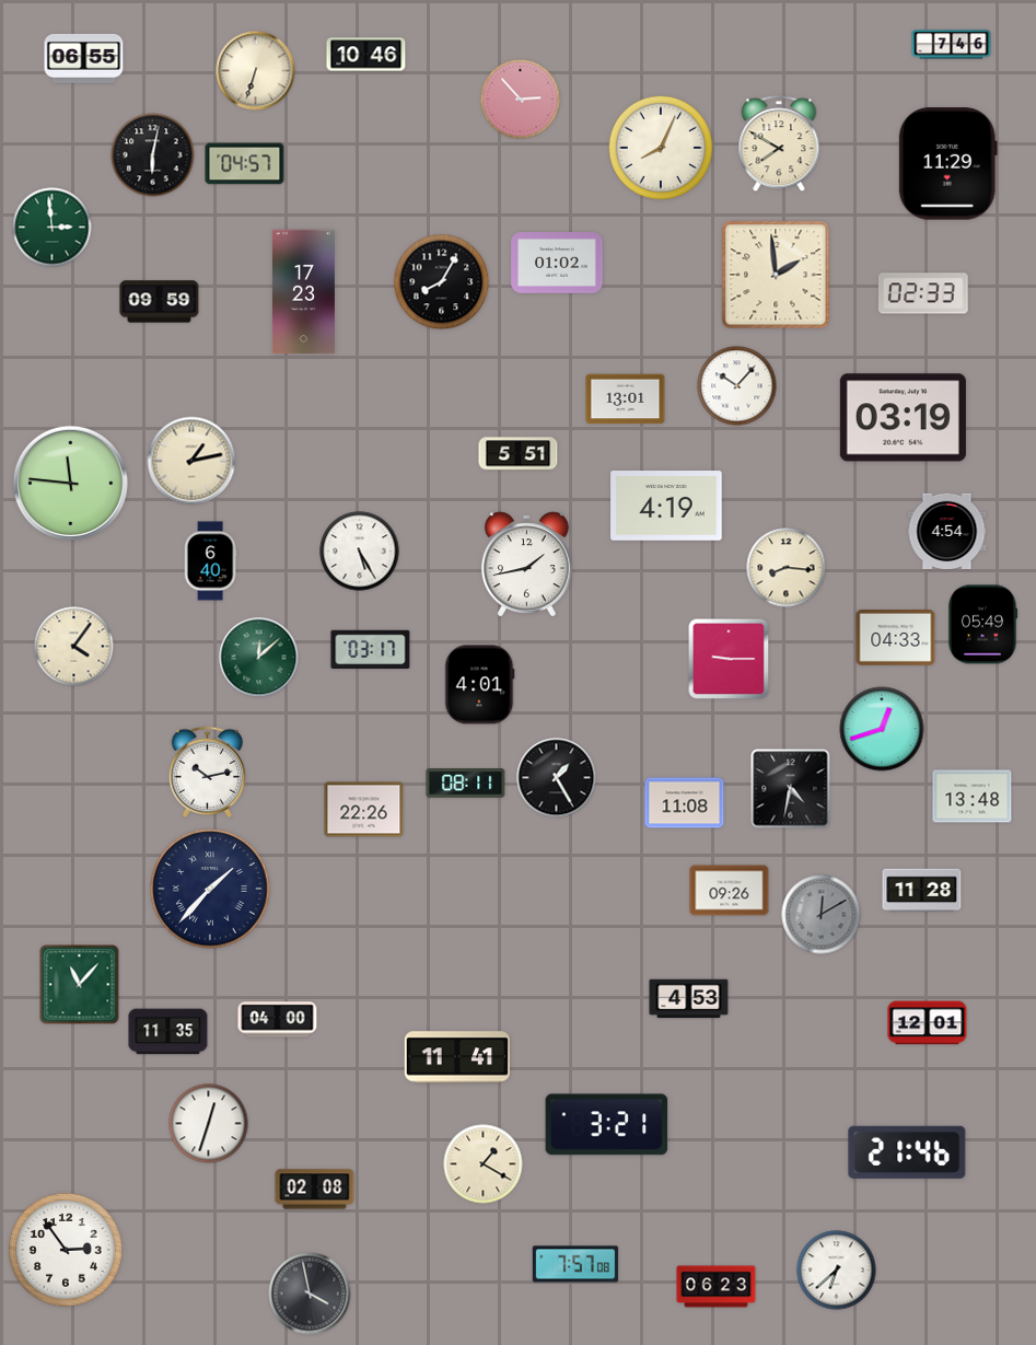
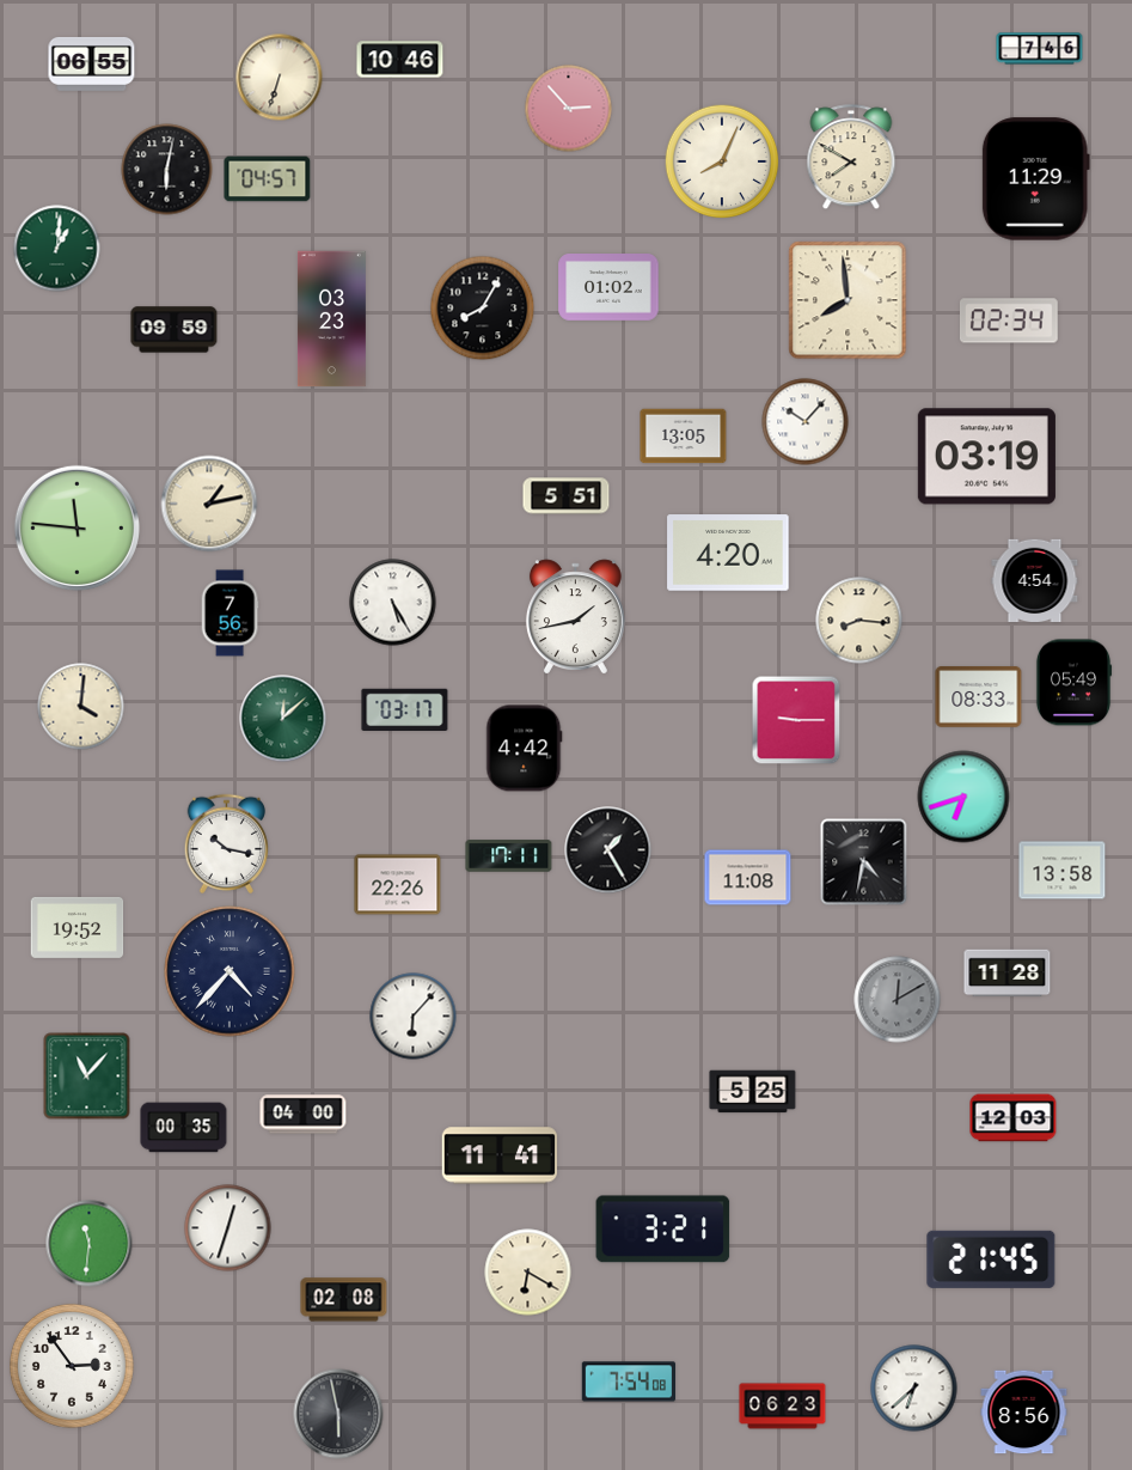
clock at (53, 228): 2:59 -> 1:01
clock at (776, 275): 1:59 -> 7:59
clock at (303, 292): 17:23 -> 03:23
clock at (923, 293): 02:33 -> 02:34
clock at (626, 399): 13:01 -> 13:05
clock at (666, 506): 4:19 -> 4:20
clock at (210, 561): 6:40 -> 7:56
clock at (896, 638): 04:33 -> 08:33
clock at (74, 647): 4:06 -> 4:01
clock at (480, 685): 4:01 -> 4:42
clock at (882, 729): 12:42 -> 6:42
clock at (208, 772): 10:13 -> 10:17
clock at (466, 784): 08:11 -> 17:11
clock at (973, 797): 13:48 -> 13:58
clock at (78, 927): none -> 19:52
clock at (210, 889): 1:37 -> 4:37
clock at (730, 891): 09:26 -> none
clock at (414, 1017): none -> 6:07
clock at (689, 999): 4:53 -> 5:25
clock at (928, 1023): 12:01 -> 12:03
clock at (168, 1032): 11:35 -> 00:35
clock at (90, 1244): none -> 11:31
clock at (907, 1152): 21:46 -> 21:45
clock at (484, 1164): 1:20 -> 6:20
clock at (575, 1264): 7:57 -> 7:54
clock at (1024, 1413): none -> 8:56
clock at (310, 1294): 3:58 -> 5:58
